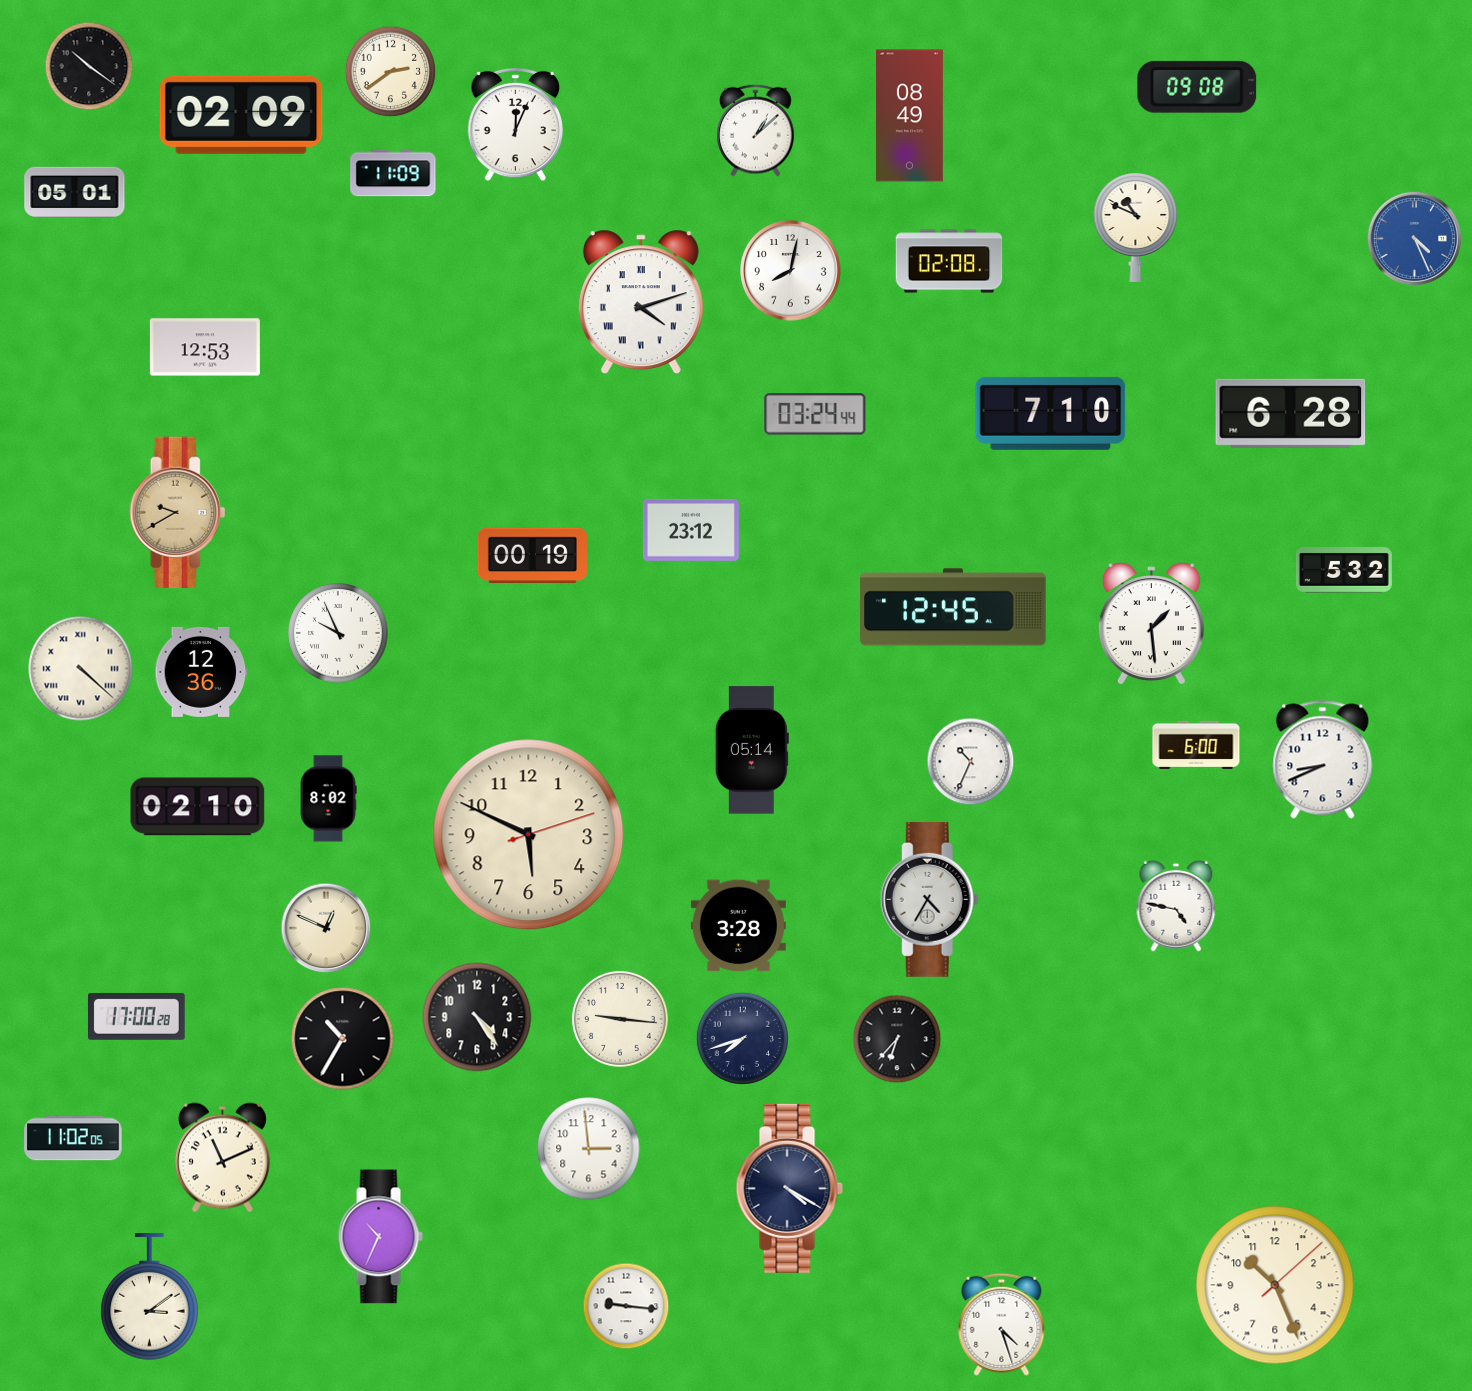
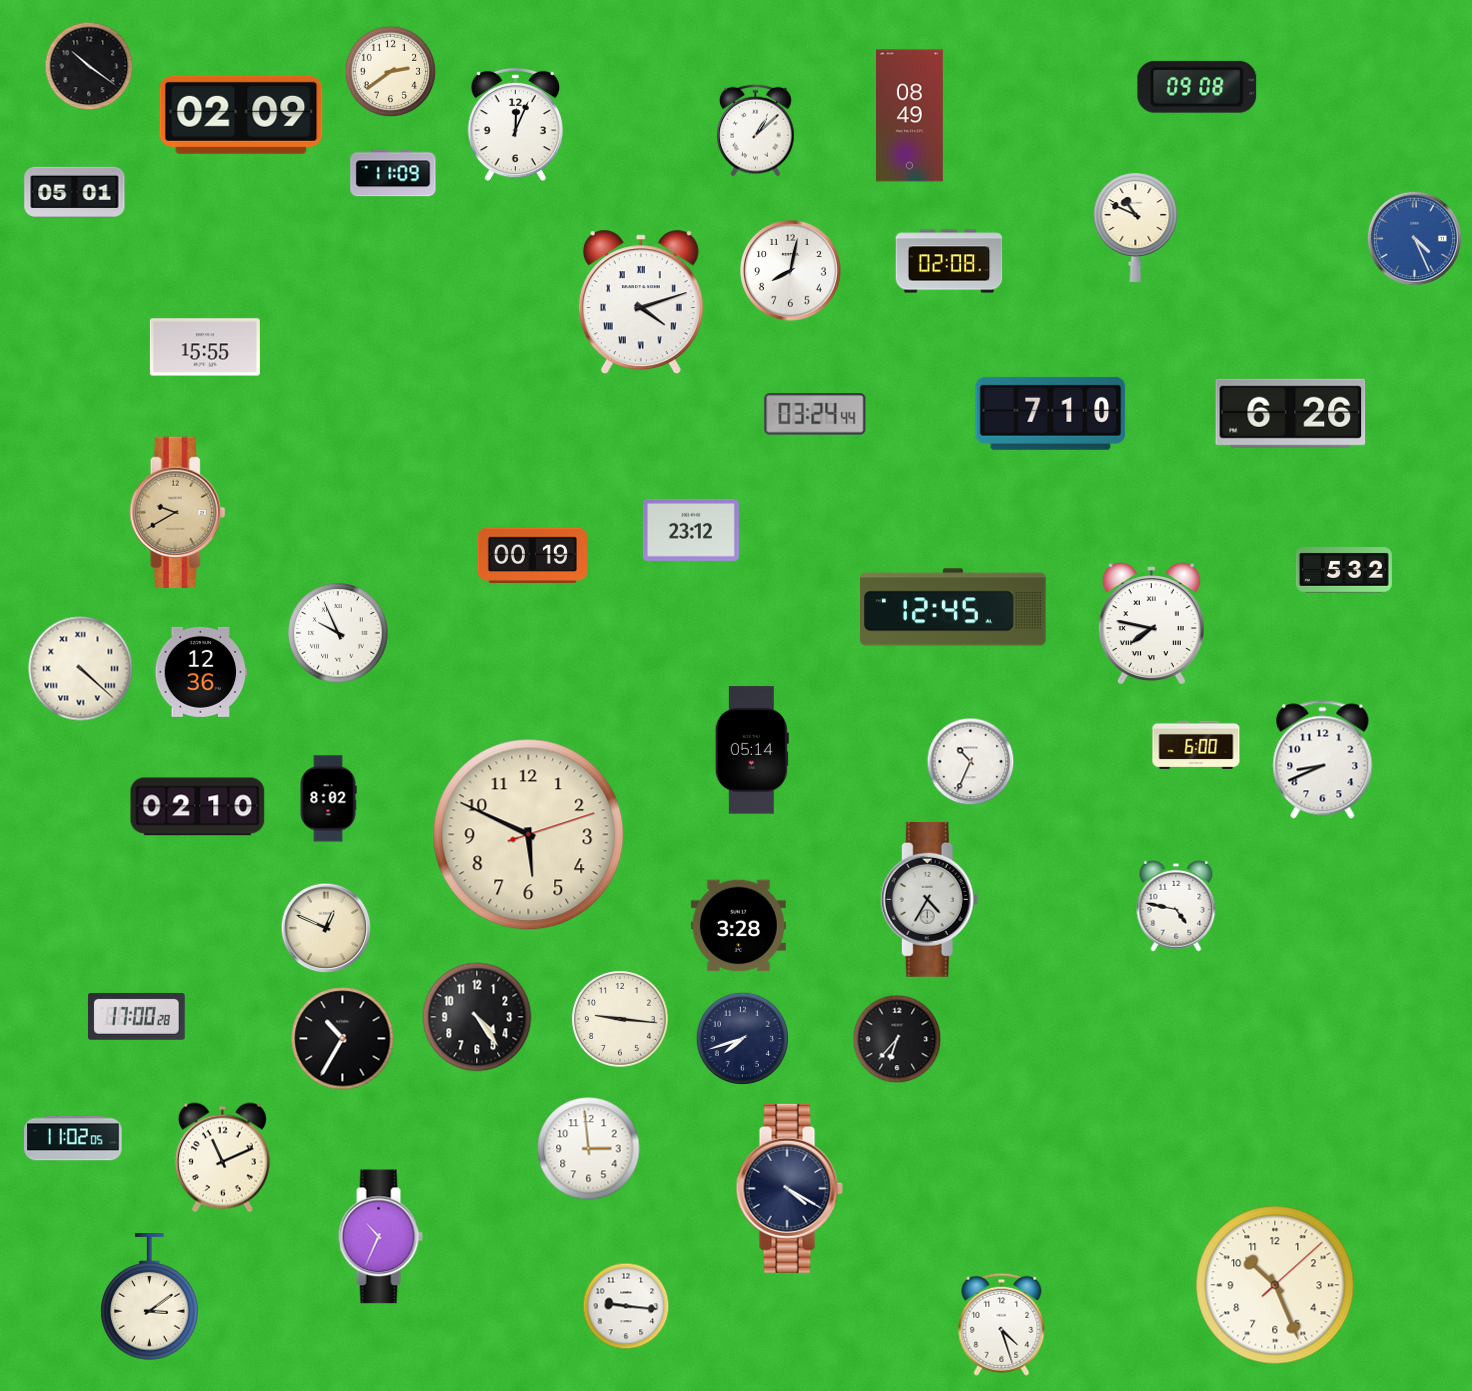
clock at (205, 347): 12:53 -> 15:55
clock at (1291, 413): 6:28 -> 6:26
clock at (1151, 623): 1:29 -> 7:47
